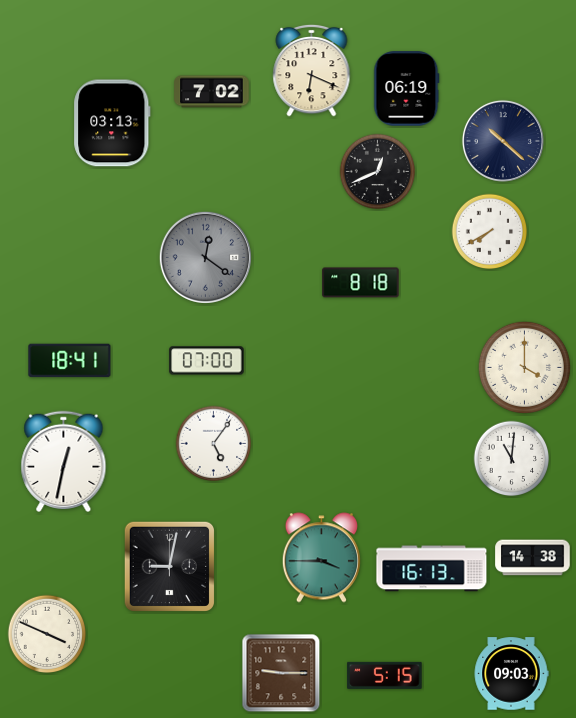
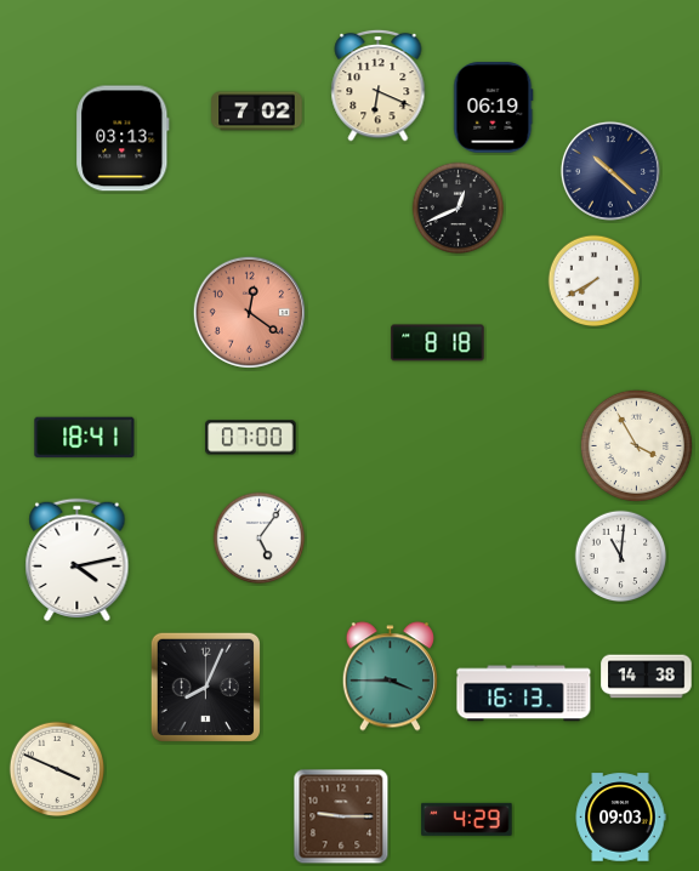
clock at (112, 123) position: (112, 123) -> (123, 138)
clock at (205, 257) dial: grey -> salmon
clock at (524, 367): 4:00 -> 3:55
clock at (64, 461): 12:32 -> 4:13
clock at (169, 566): 9:02 -> 8:04
clock at (432, 569) position: (432, 569) -> (524, 694)
clock at (385, 675): 5:15 -> 4:29
